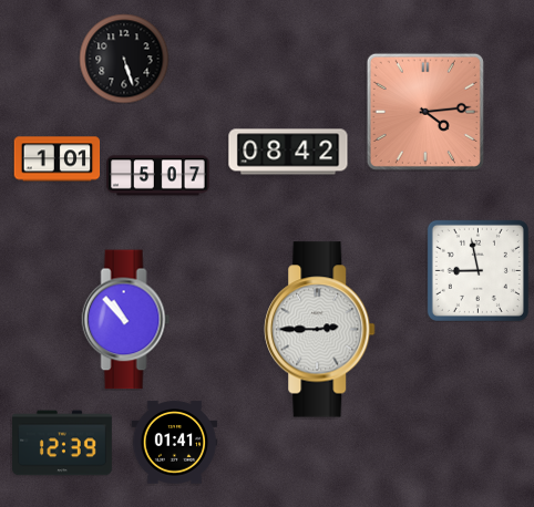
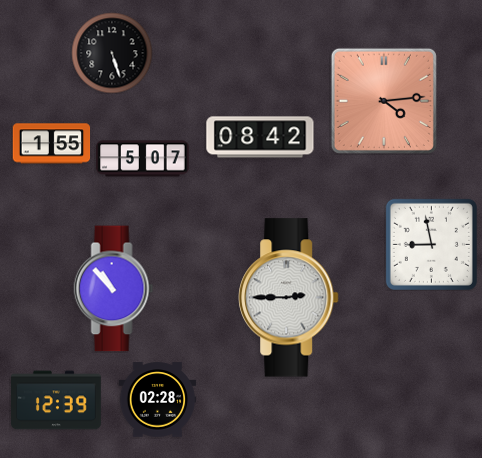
clock at (57, 159): 1:01 -> 1:55
clock at (174, 443): 01:41 -> 02:28
